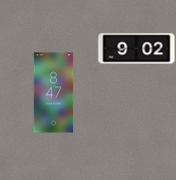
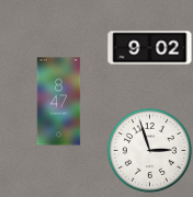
clock at (137, 49) position: (137, 49) -> (150, 48)
clock at (149, 150): none -> 2:57
